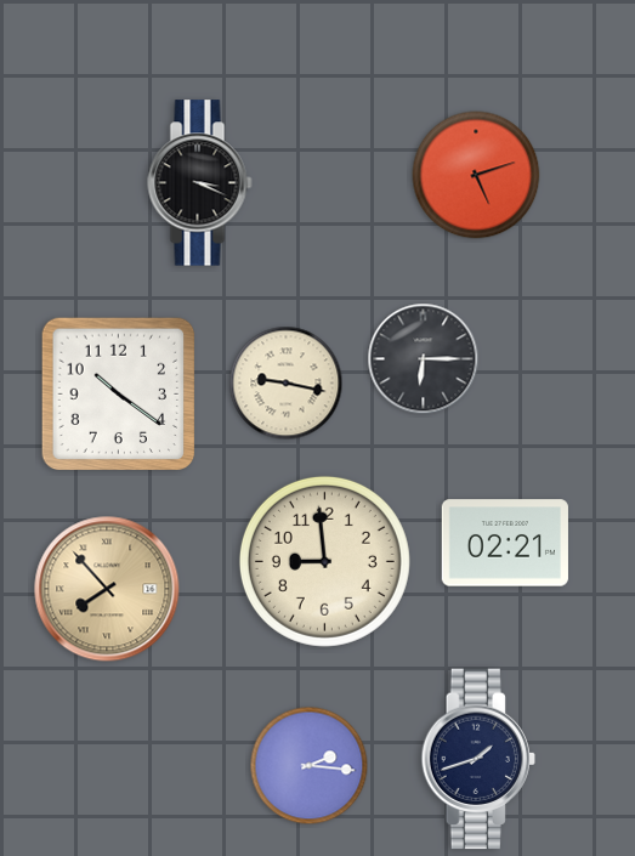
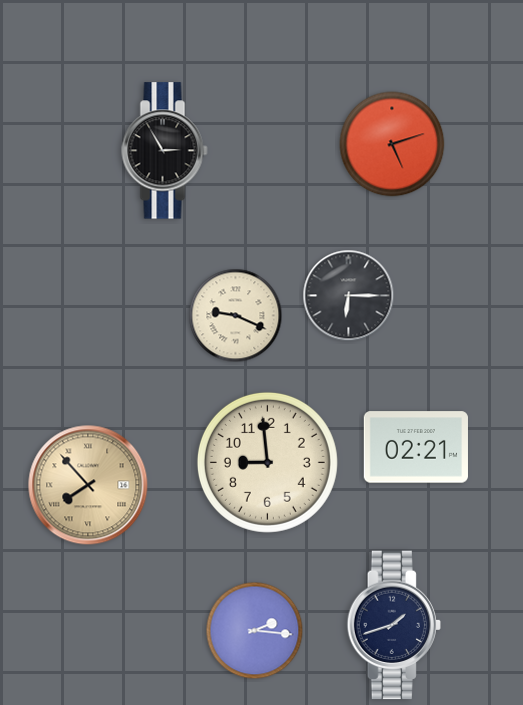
clock at (200, 183): 3:19 -> 2:55
clock at (287, 384): 9:17 -> 9:19
clock at (119, 395): 10:21 -> none
